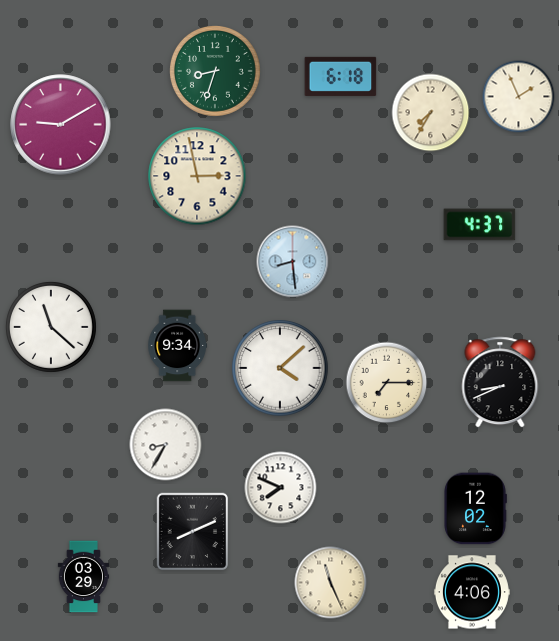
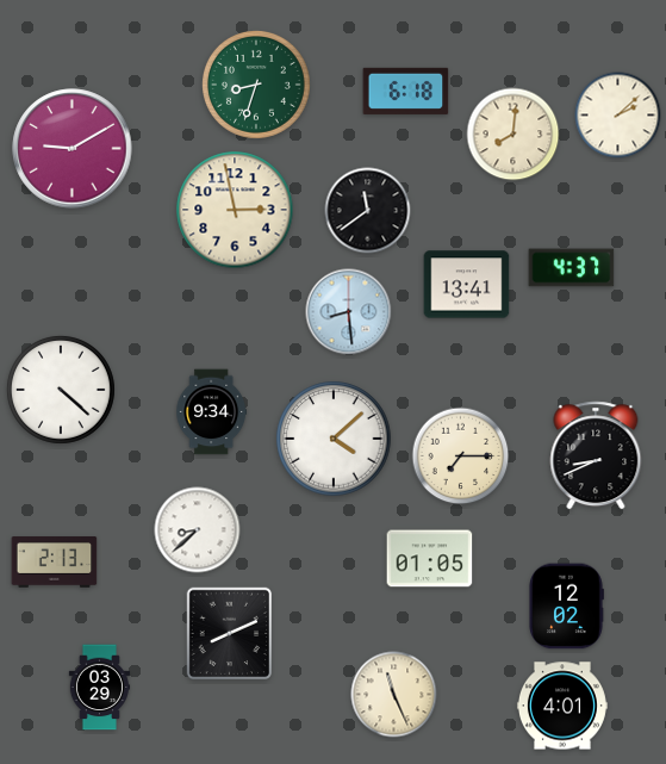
clock at (519, 97): 1:56 -> 2:08
clock at (431, 113): 7:35 -> 8:01
clock at (368, 211): none -> 11:39
clock at (467, 285): none -> 13:41
clock at (51, 327): 11:22 -> 4:22
clock at (166, 445): 8:35 -> 8:38
clock at (430, 559): none -> 01:05
clock at (55, 563): none -> 2:13
clock at (281, 488): 7:49 -> none
clock at (472, 592): 4:06 -> 4:01
